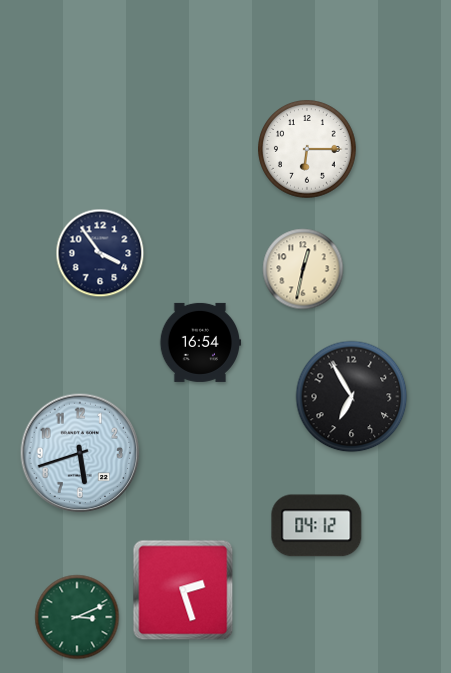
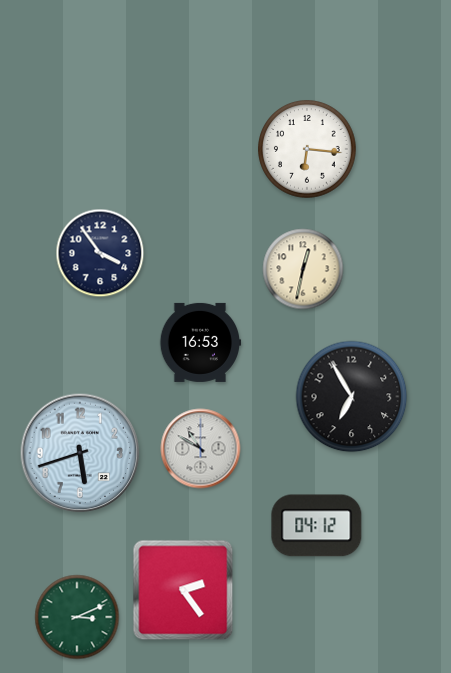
clock at (307, 149): 6:15 -> 6:16
clock at (201, 342): 16:54 -> 16:53
clock at (201, 449): none -> 10:50
clock at (183, 590): 2:27 -> 2:24
